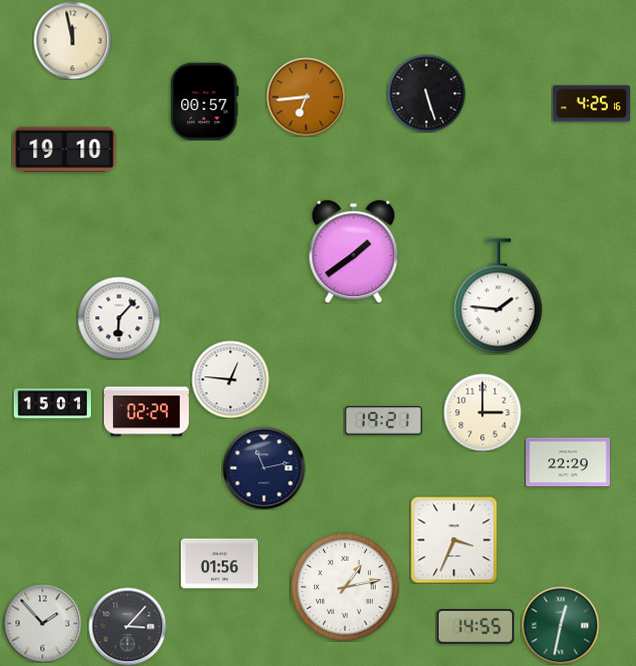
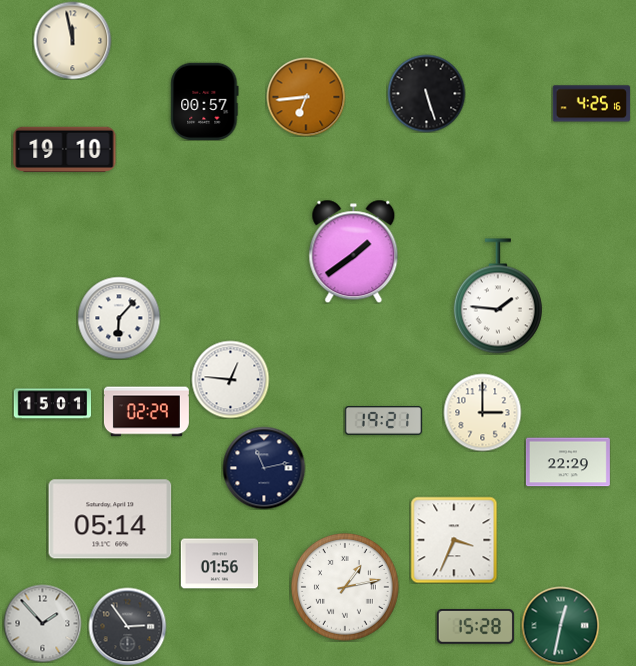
clock at (110, 519): none -> 05:14
clock at (127, 626): 3:07 -> 2:54
clock at (475, 627): 14:55 -> 15:28
